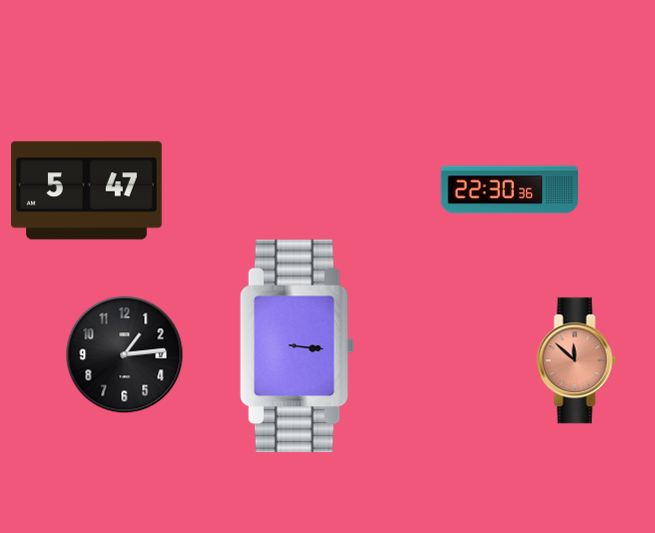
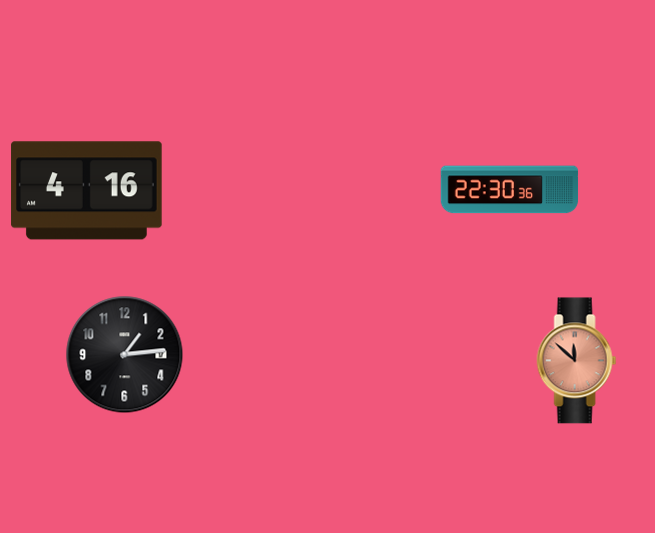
clock at (87, 191): 5:47 -> 4:16
clock at (297, 346): 3:16 -> none
